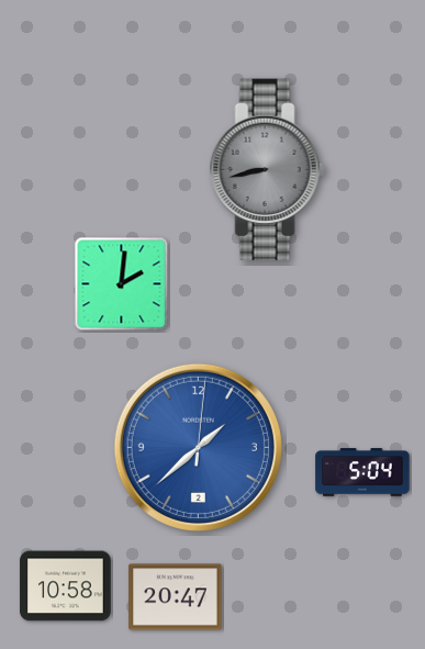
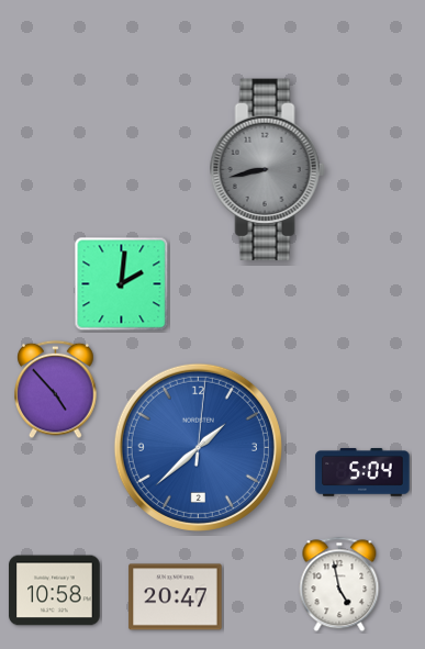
clock at (56, 390): none -> 4:53
clock at (339, 584): none -> 4:58
clock at (66, 586) position: (66, 586) -> (55, 591)
